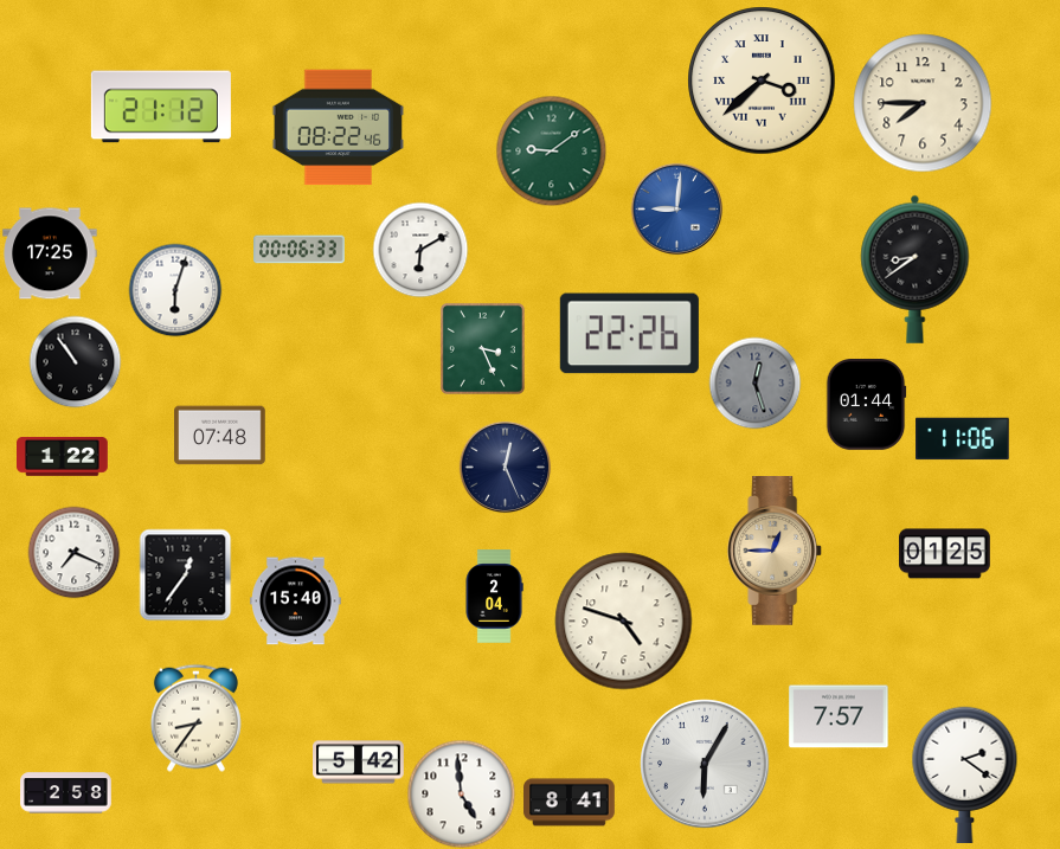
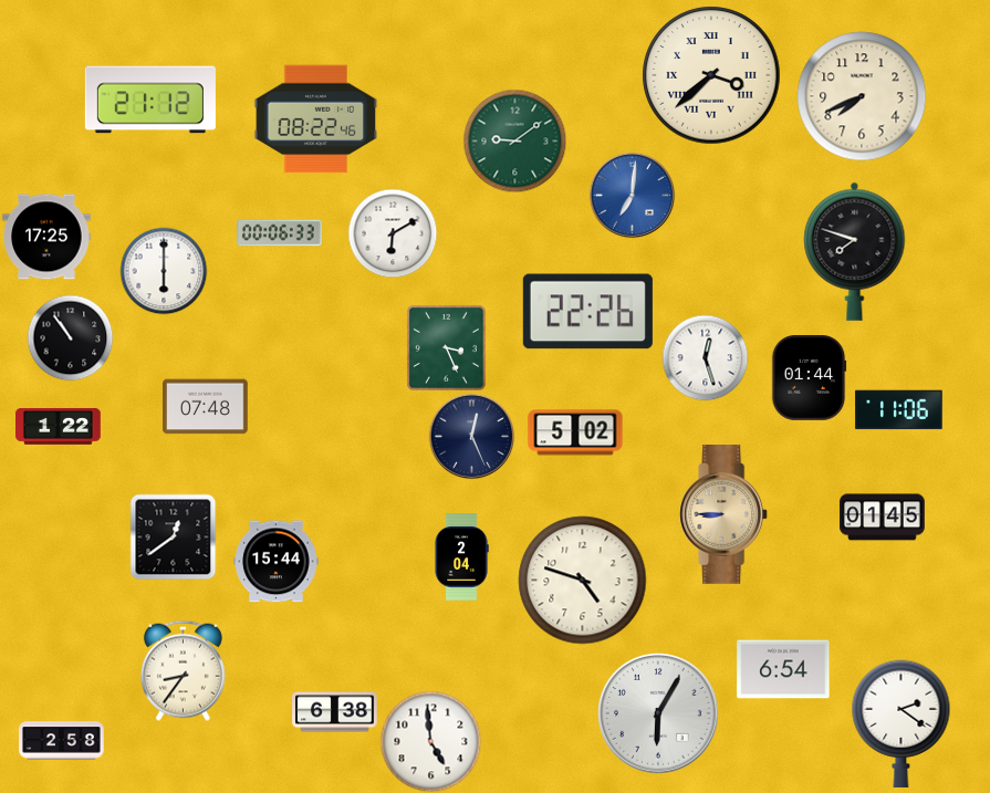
clock at (923, 103): 7:45 -> 7:41
clock at (676, 208): 9:01 -> 7:01
clock at (916, 269): 8:39 -> 7:48
clock at (175, 290): 6:03 -> 6:00
clock at (482, 348) position: (482, 348) -> (446, 347)
clock at (754, 382) dial: grey -> white
clock at (575, 432): none -> 5:02
clock at (73, 552): 7:19 -> none
clock at (776, 552): 12:45 -> 8:45
clock at (945, 554): 01:25 -> 01:45
clock at (185, 574): 12:36 -> 12:39
clock at (296, 602): 15:40 -> 15:44
clock at (839, 716): 7:57 -> 6:54
clock at (359, 763): 5:42 -> 6:38
clock at (570, 803): 8:41 -> none
